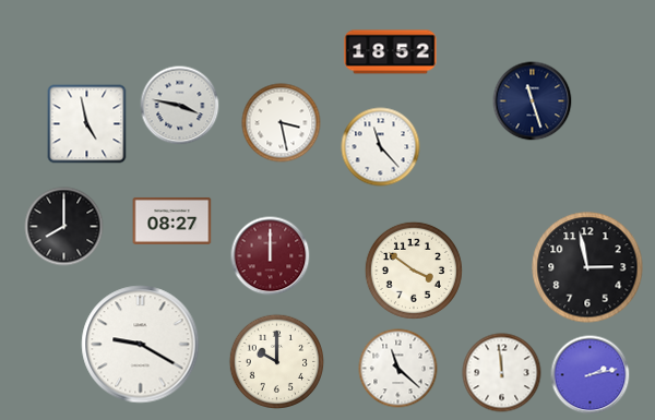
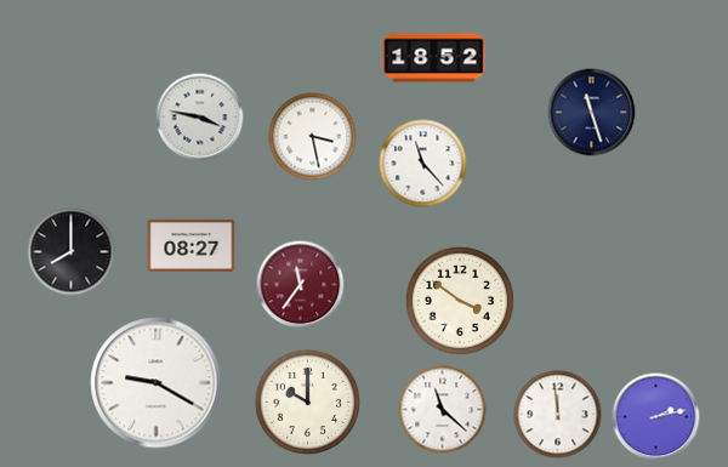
clock at (87, 124): 4:58 -> none
clock at (271, 256): 12:00 -> 11:36
clock at (587, 267): 2:58 -> none
